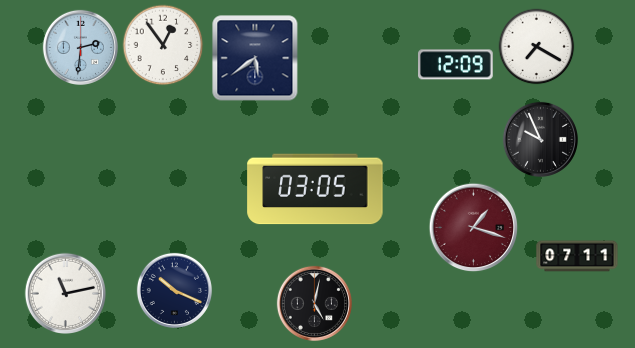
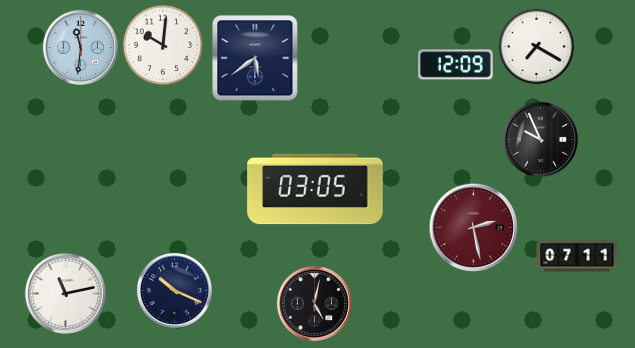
clock at (163, 45): 12:54 -> 10:01
clock at (80, 47): 2:31 -> 11:31
clock at (474, 228): 1:18 -> 2:28
